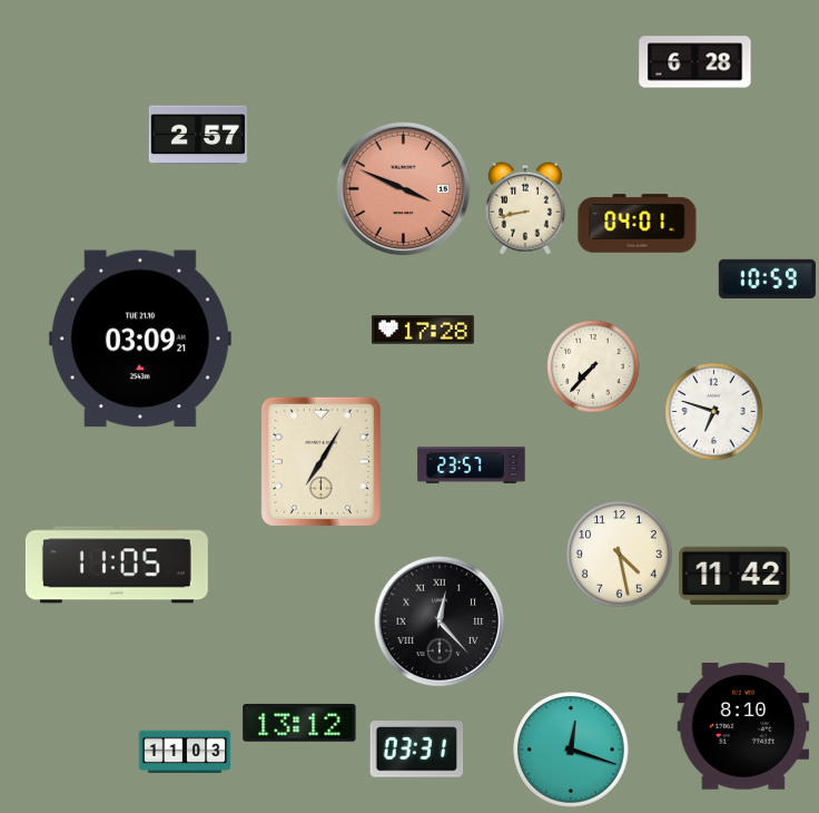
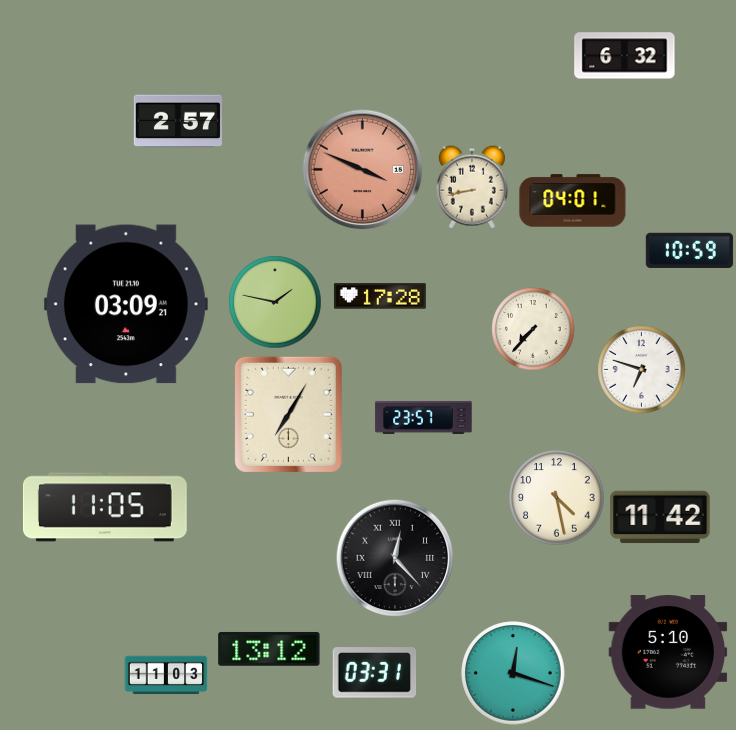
clock at (695, 62): 6:28 -> 6:32
clock at (275, 302): none -> 1:47
clock at (743, 727): 8:10 -> 5:10
